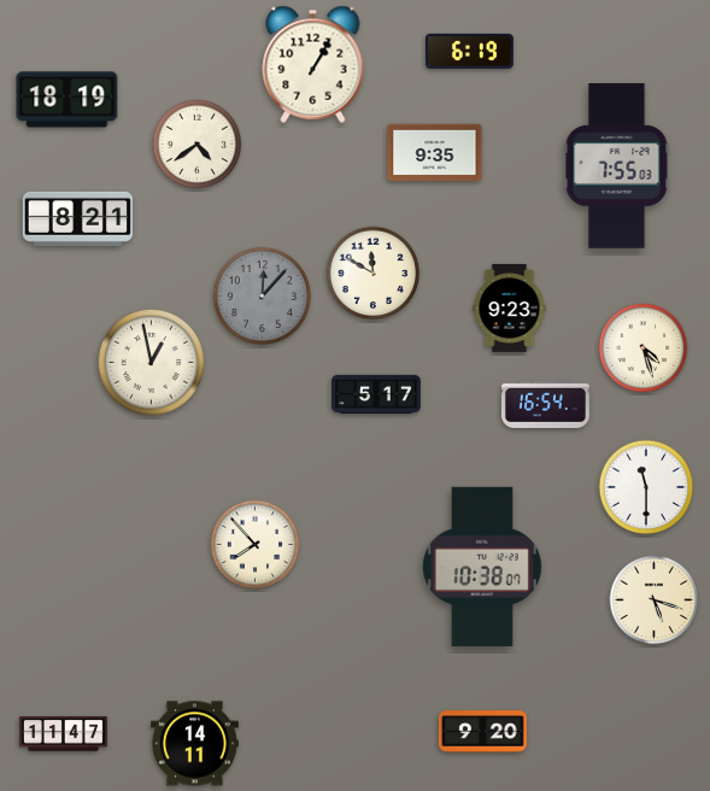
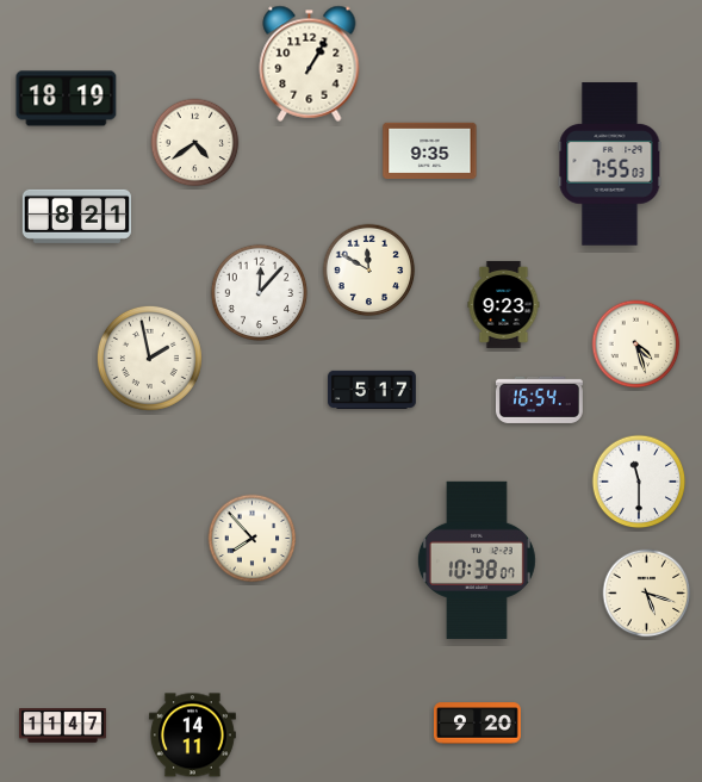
clock at (469, 51): 6:19 -> none
clock at (262, 295) dial: grey -> white
clock at (151, 362): 12:58 -> 1:58
